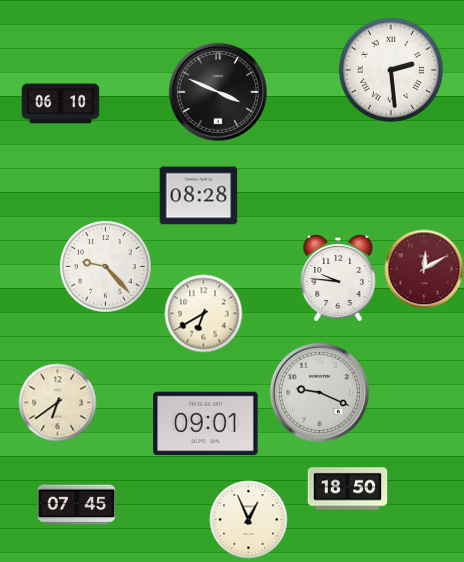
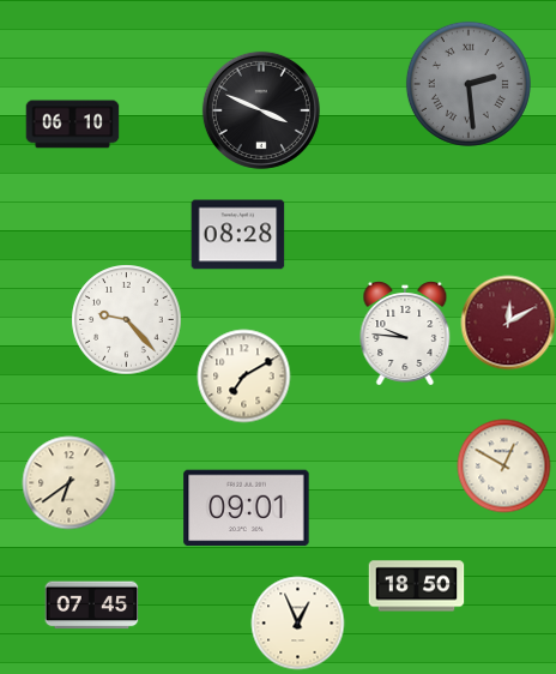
clock at (391, 70) dial: white -> grey
clock at (203, 313): 6:40 -> 7:10
clock at (503, 465): none -> 12:50
clock at (319, 392): 9:19 -> none
